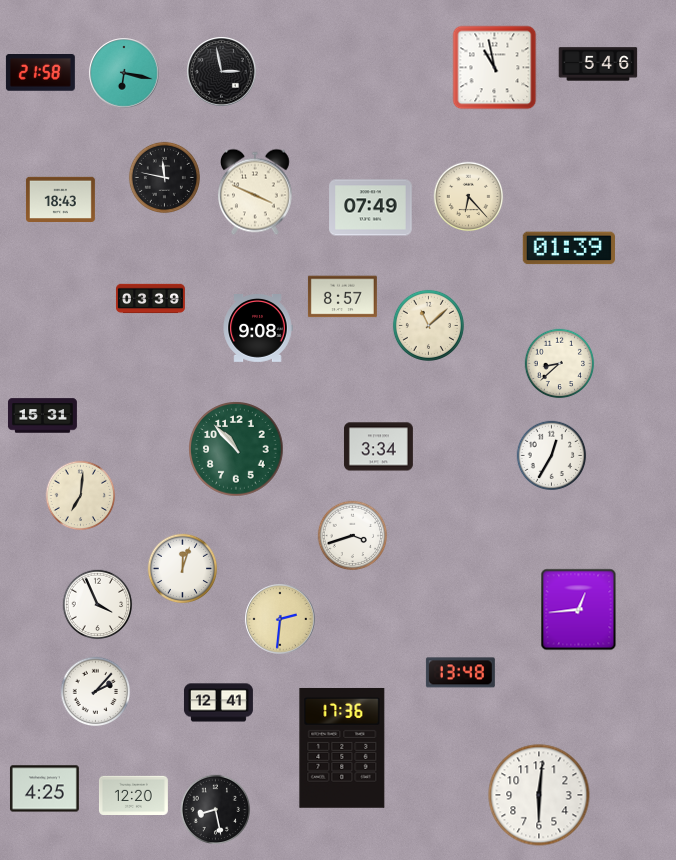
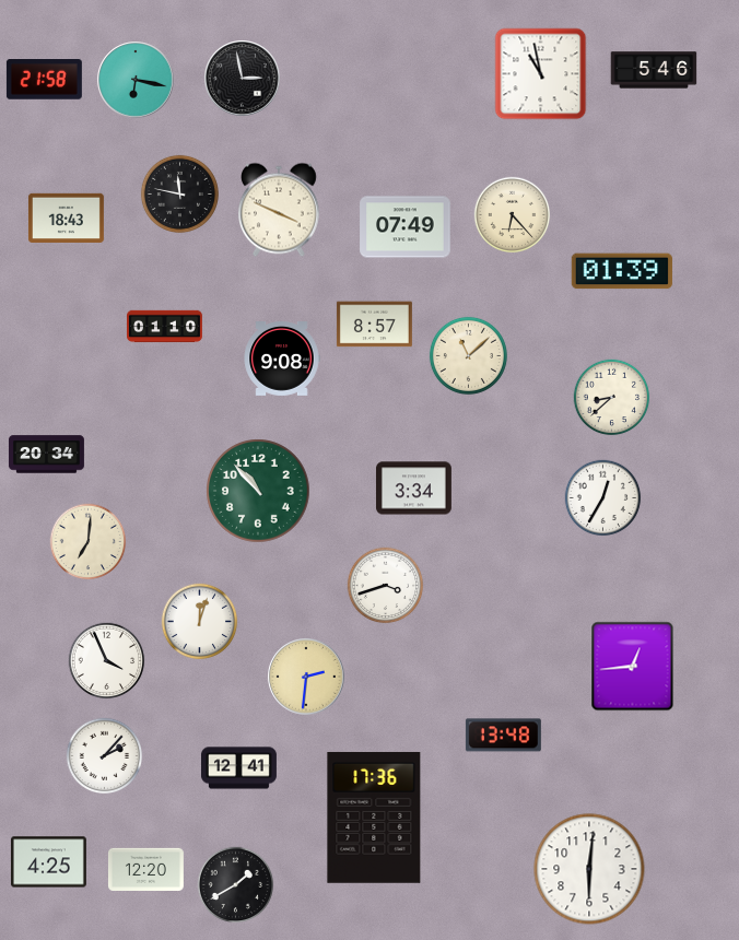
clock at (150, 299): 03:39 -> 01:10
clock at (42, 416): 15:31 -> 20:34
clock at (216, 810): 8:28 -> 1:40
